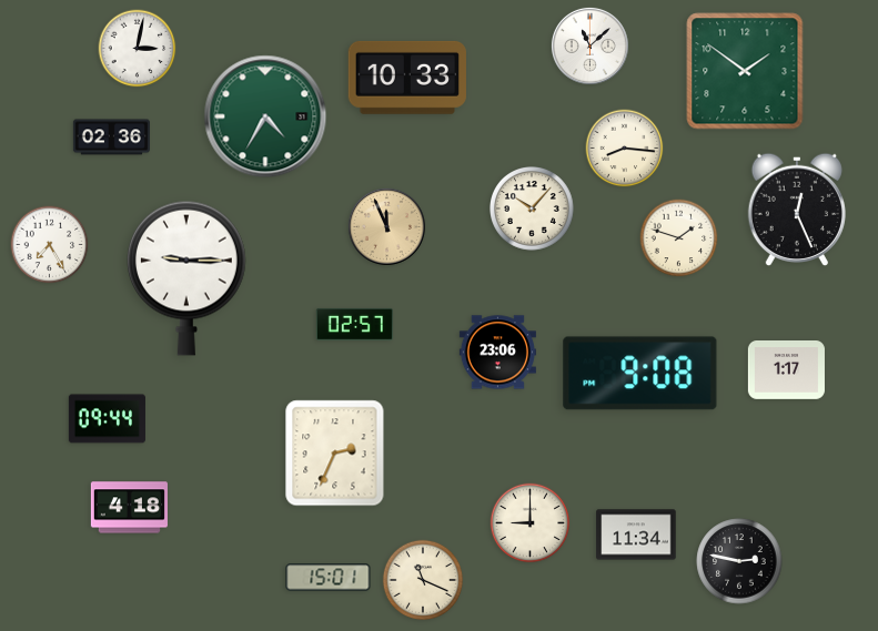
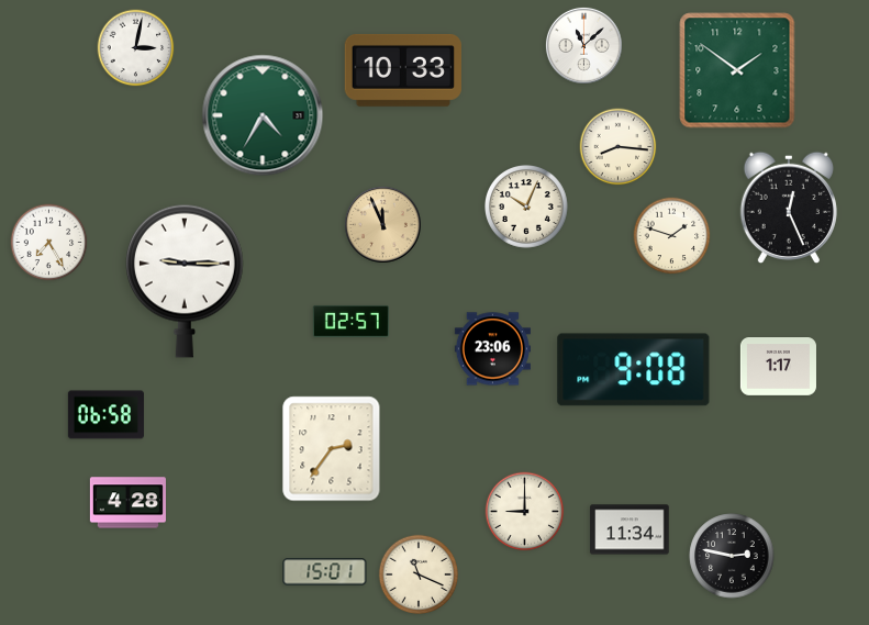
clock at (407, 78) position: (407, 78) -> (403, 70)
clock at (111, 138): 02:36 -> none
clock at (533, 210): 10:07 -> 10:04
clock at (186, 278) position: (186, 278) -> (185, 281)
clock at (107, 419): 09:44 -> 06:58
clock at (335, 454): 2:34 -> 2:36
clock at (129, 508): 4:18 -> 4:28
clock at (531, 523) position: (531, 523) -> (525, 512)
